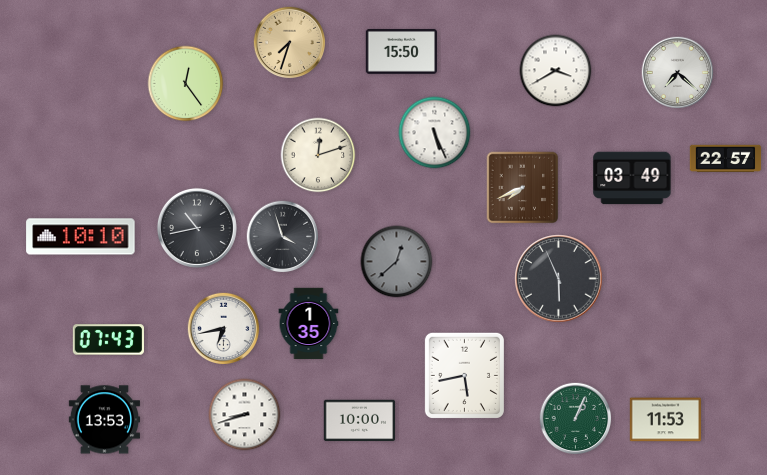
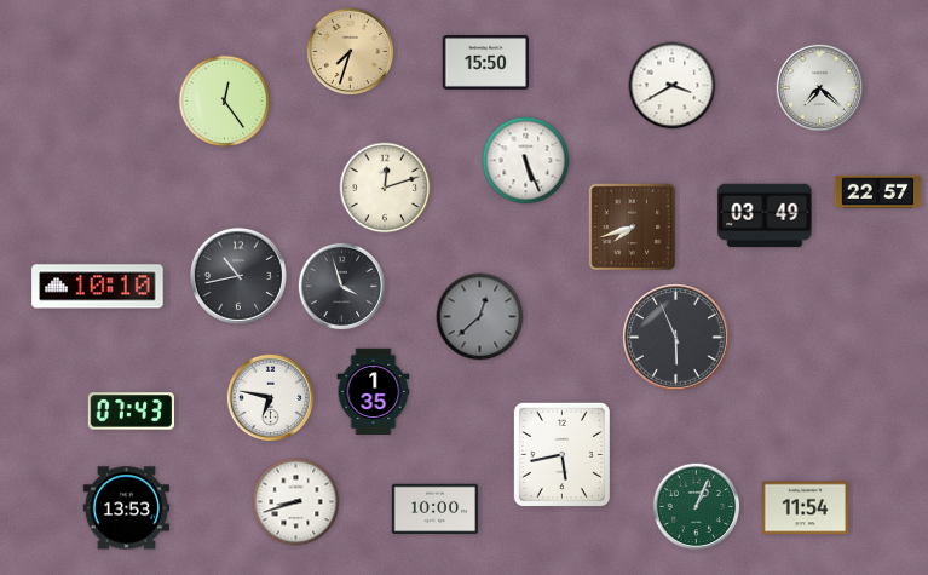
clock at (523, 188): 7:41 -> 7:42
clock at (224, 329): 6:43 -> 6:47
clock at (666, 420): 11:53 -> 11:54
